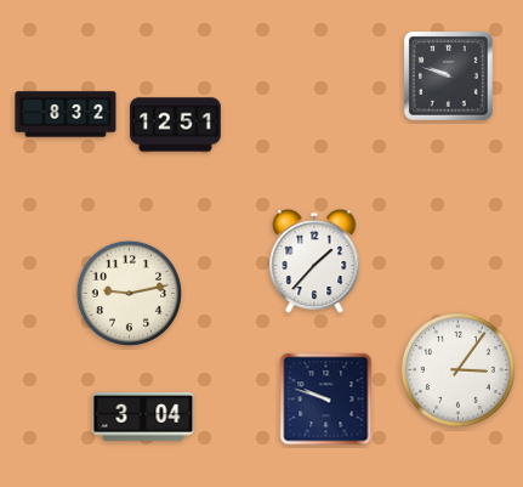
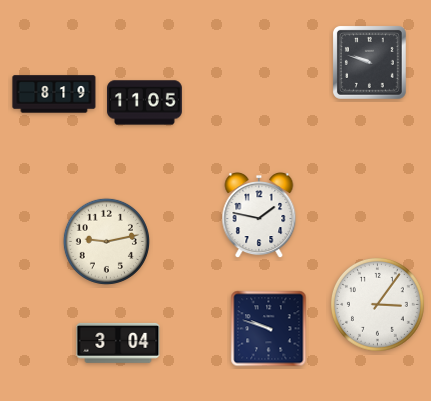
clock at (66, 114): 8:32 -> 8:19
clock at (176, 125): 12:51 -> 11:05
clock at (314, 262): 1:37 -> 1:47
